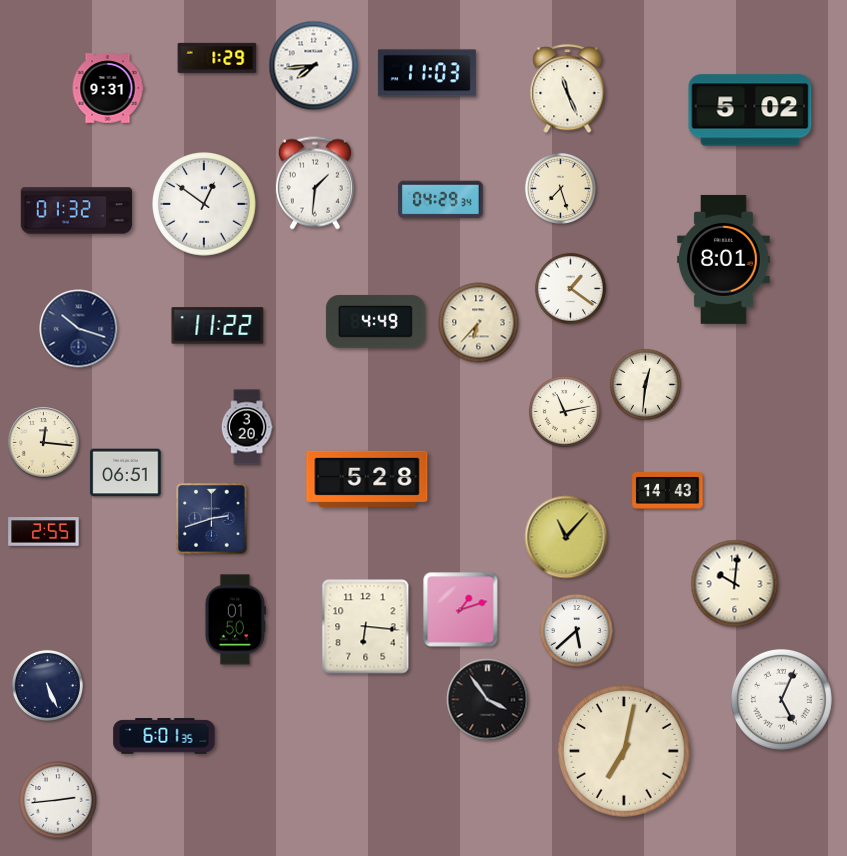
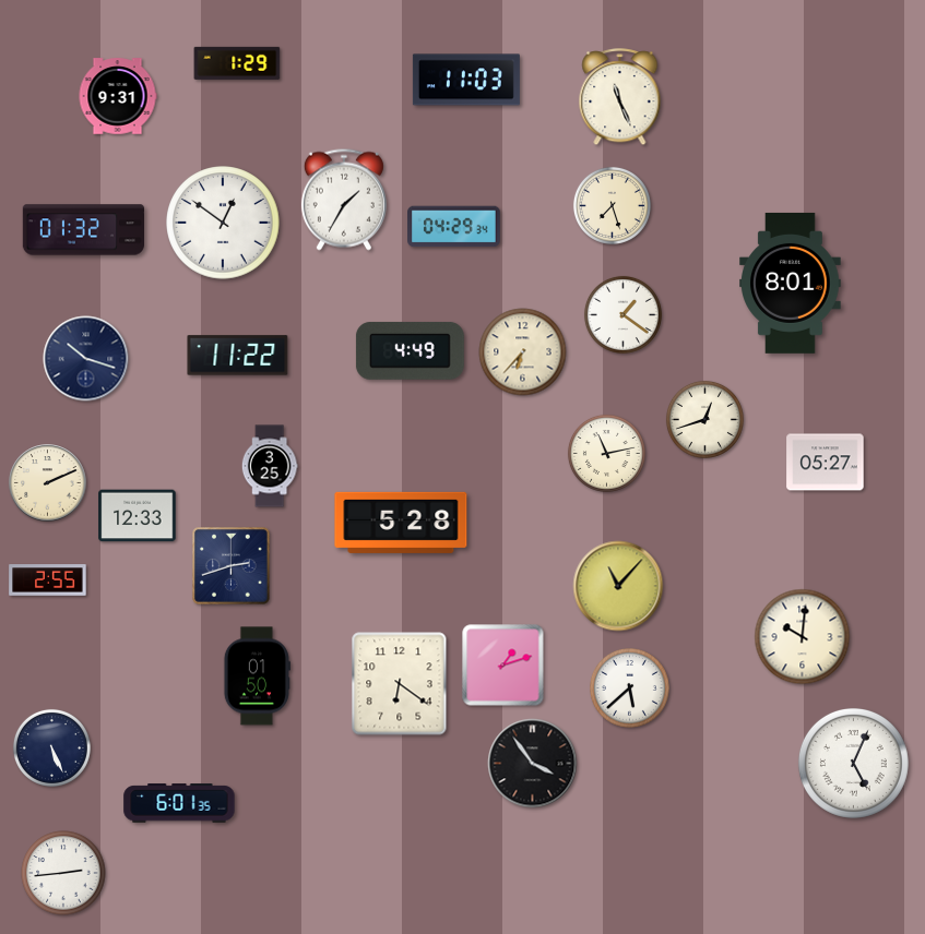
clock at (314, 66): 7:44 -> none
clock at (750, 110): 5:02 -> none
clock at (315, 183): 1:31 -> 1:35
clock at (441, 200) position: (441, 200) -> (454, 227)
clock at (645, 384): 12:31 -> 12:42
clock at (564, 411) position: (564, 411) -> (606, 453)
clock at (826, 463): none -> 05:27
clock at (247, 427): 3:20 -> 3:25
clock at (44, 443): 12:16 -> 2:11
clock at (126, 473): 06:51 -> 12:33
clock at (668, 491): 14:43 -> none
clock at (366, 627): 6:16 -> 6:21
clock at (625, 752): 7:02 -> none
